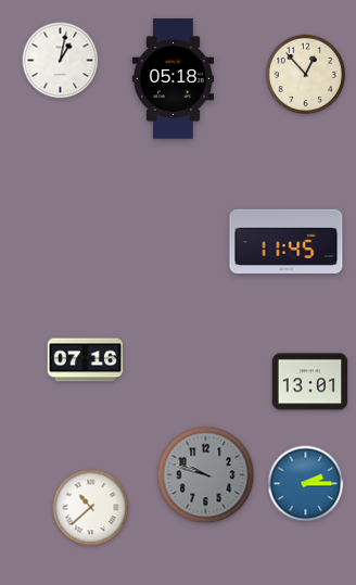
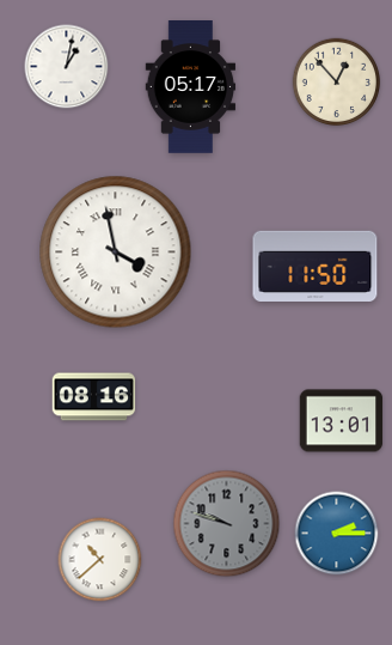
clock at (174, 79): 05:18 -> 05:17
clock at (116, 252): none -> 3:58
clock at (287, 241): 11:45 -> 11:50
clock at (86, 360): 07:16 -> 08:16
